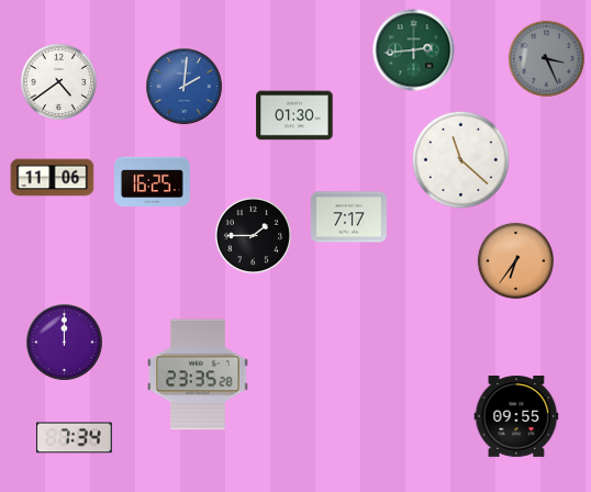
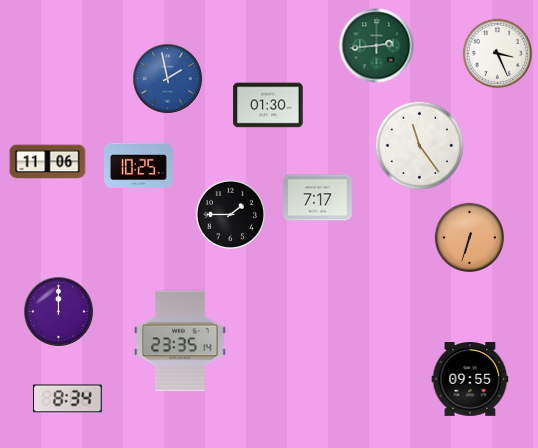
clock at (546, 58) dial: grey -> white
clock at (58, 81): 4:39 -> none
clock at (185, 87): 2:01 -> 1:58
clock at (460, 159): 11:22 -> 11:24
clock at (153, 182): 16:25 -> 10:25
clock at (515, 260): 6:36 -> 6:33
clock at (198, 374): 23:35:28 -> 23:35:14
clock at (74, 438): 7:34 -> 8:34
